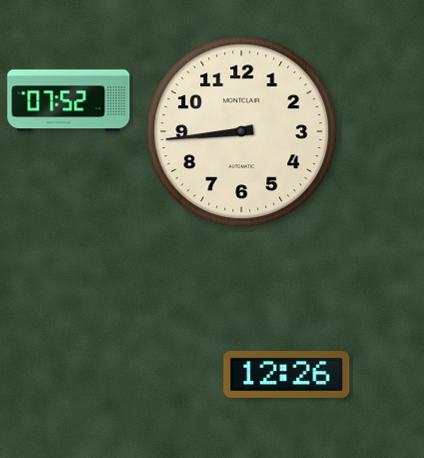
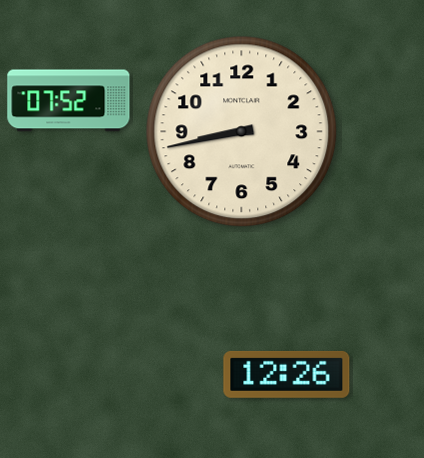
clock at (242, 132): 8:44 -> 8:43
